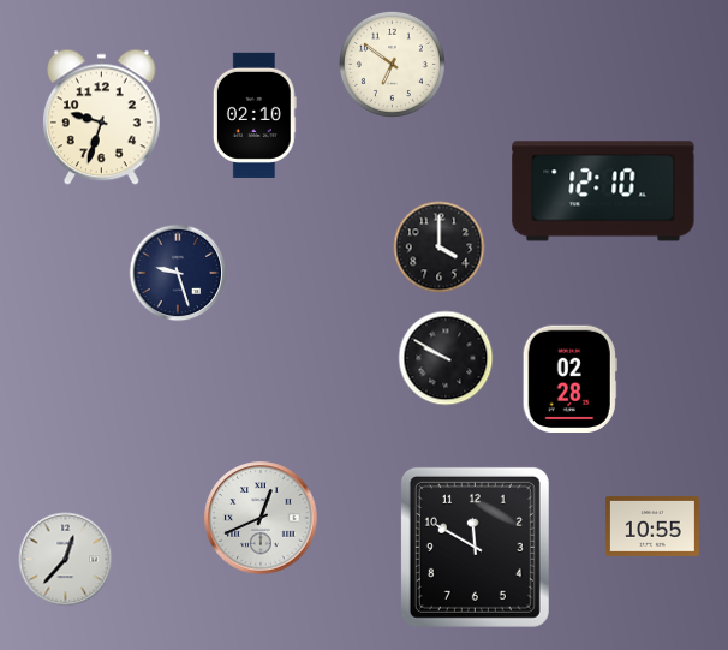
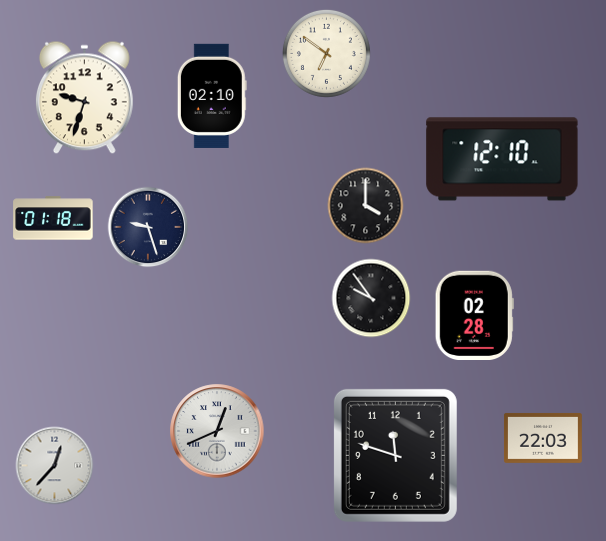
clock at (53, 218): none -> 01:18
clock at (446, 358): 9:50 -> 9:54
clock at (652, 526): 10:55 -> 22:03
clock at (475, 547): 11:50 -> 11:48
